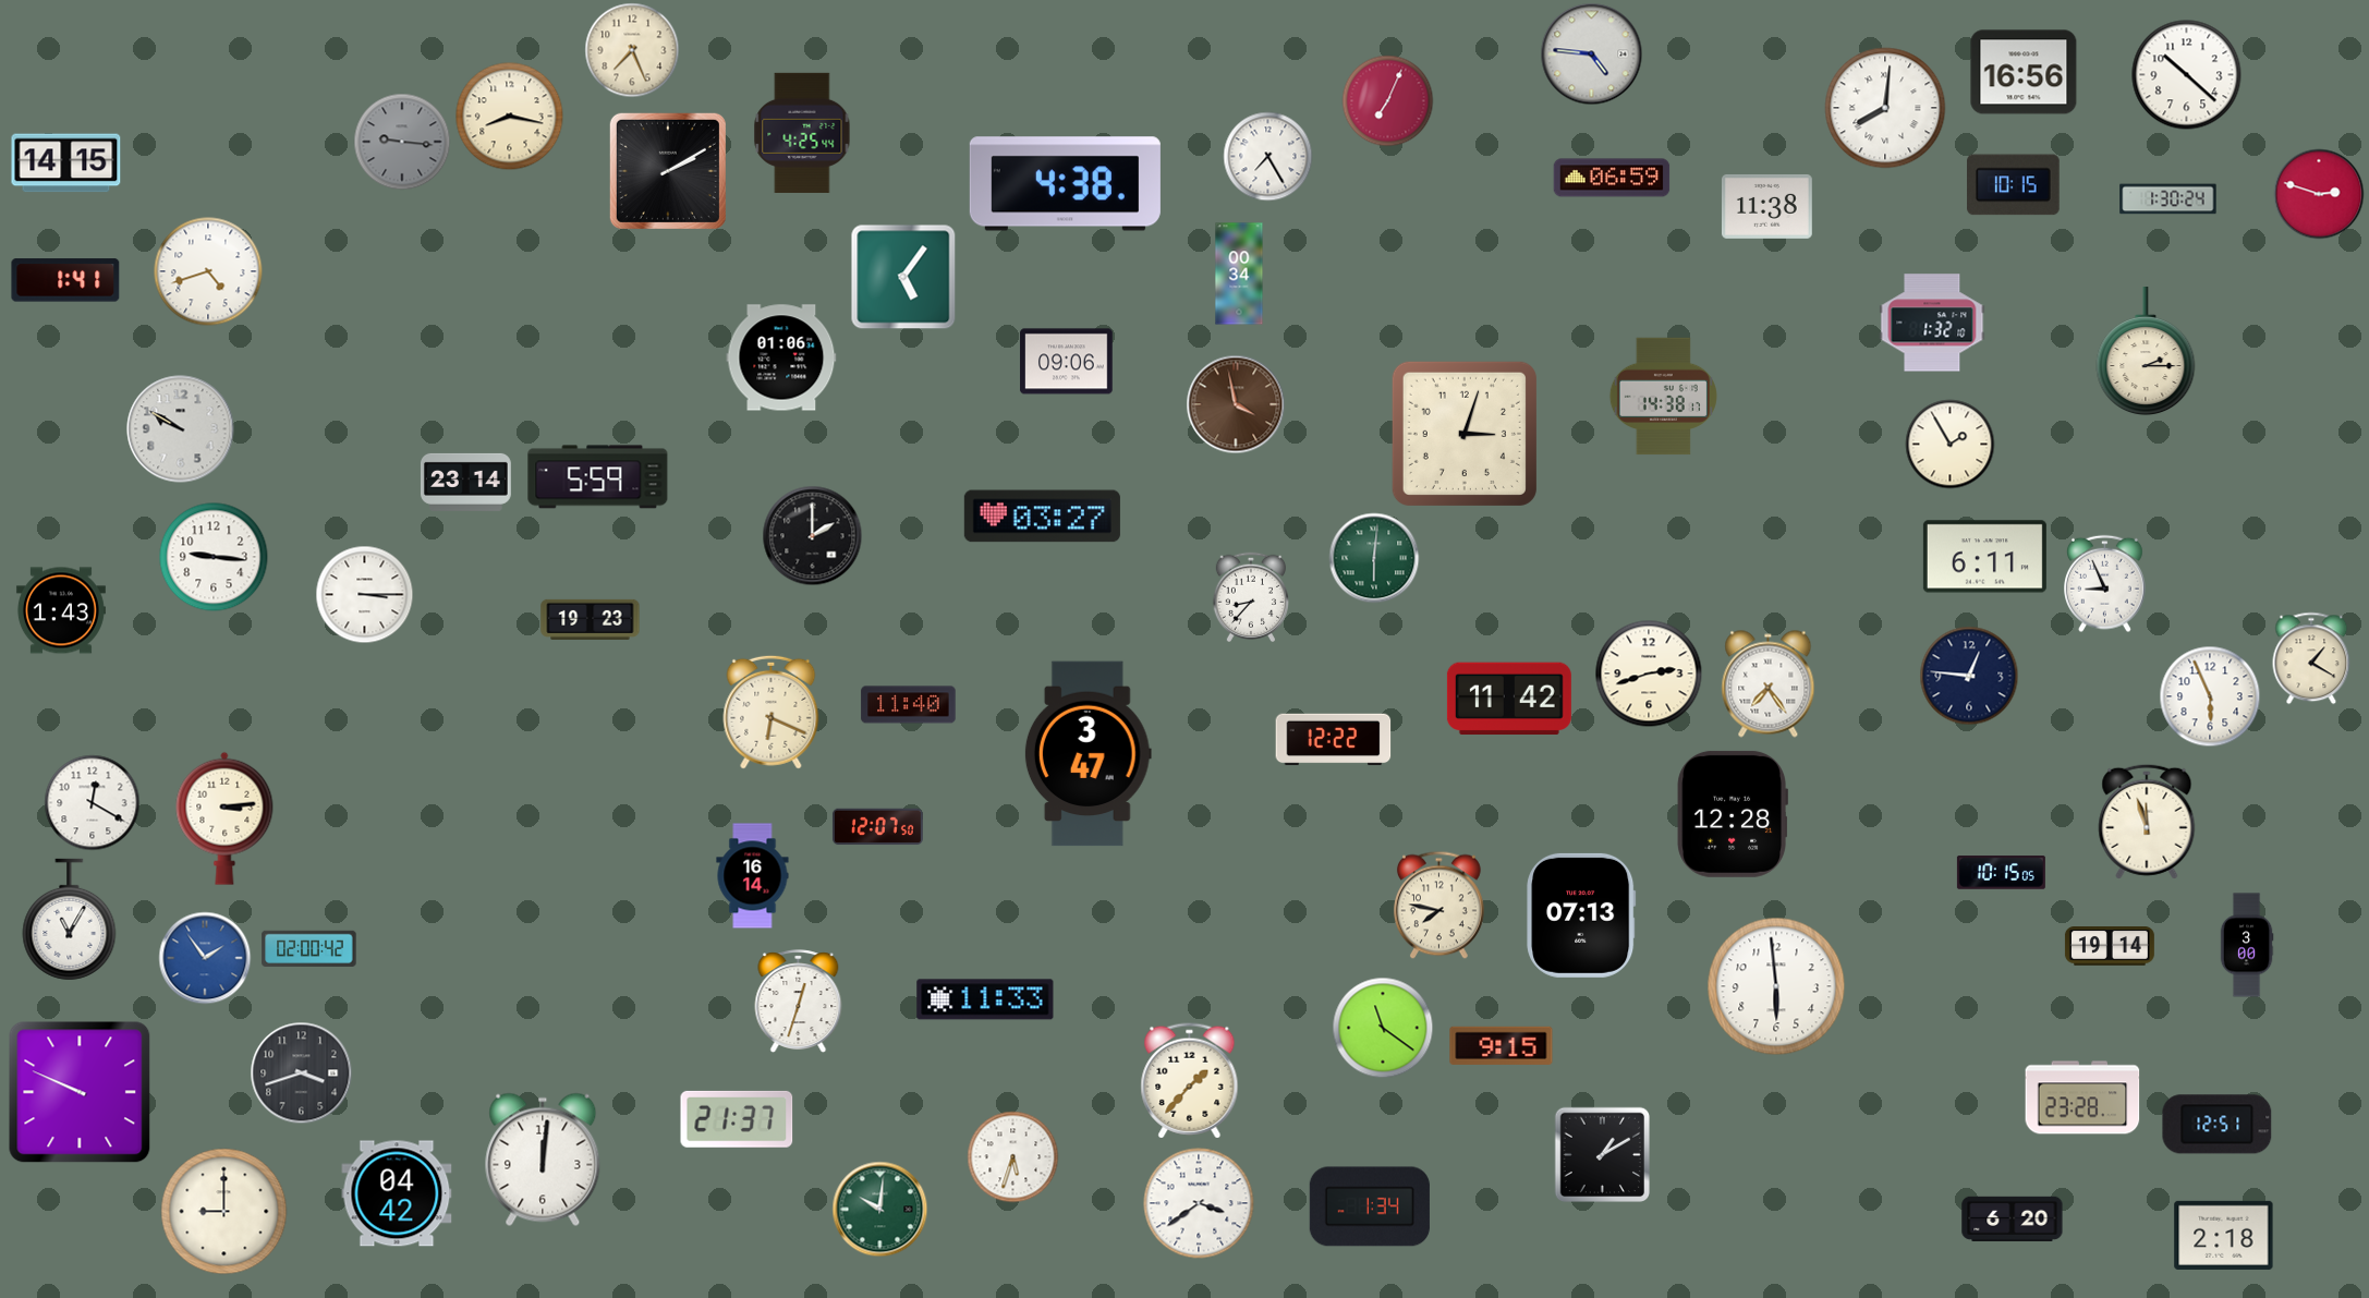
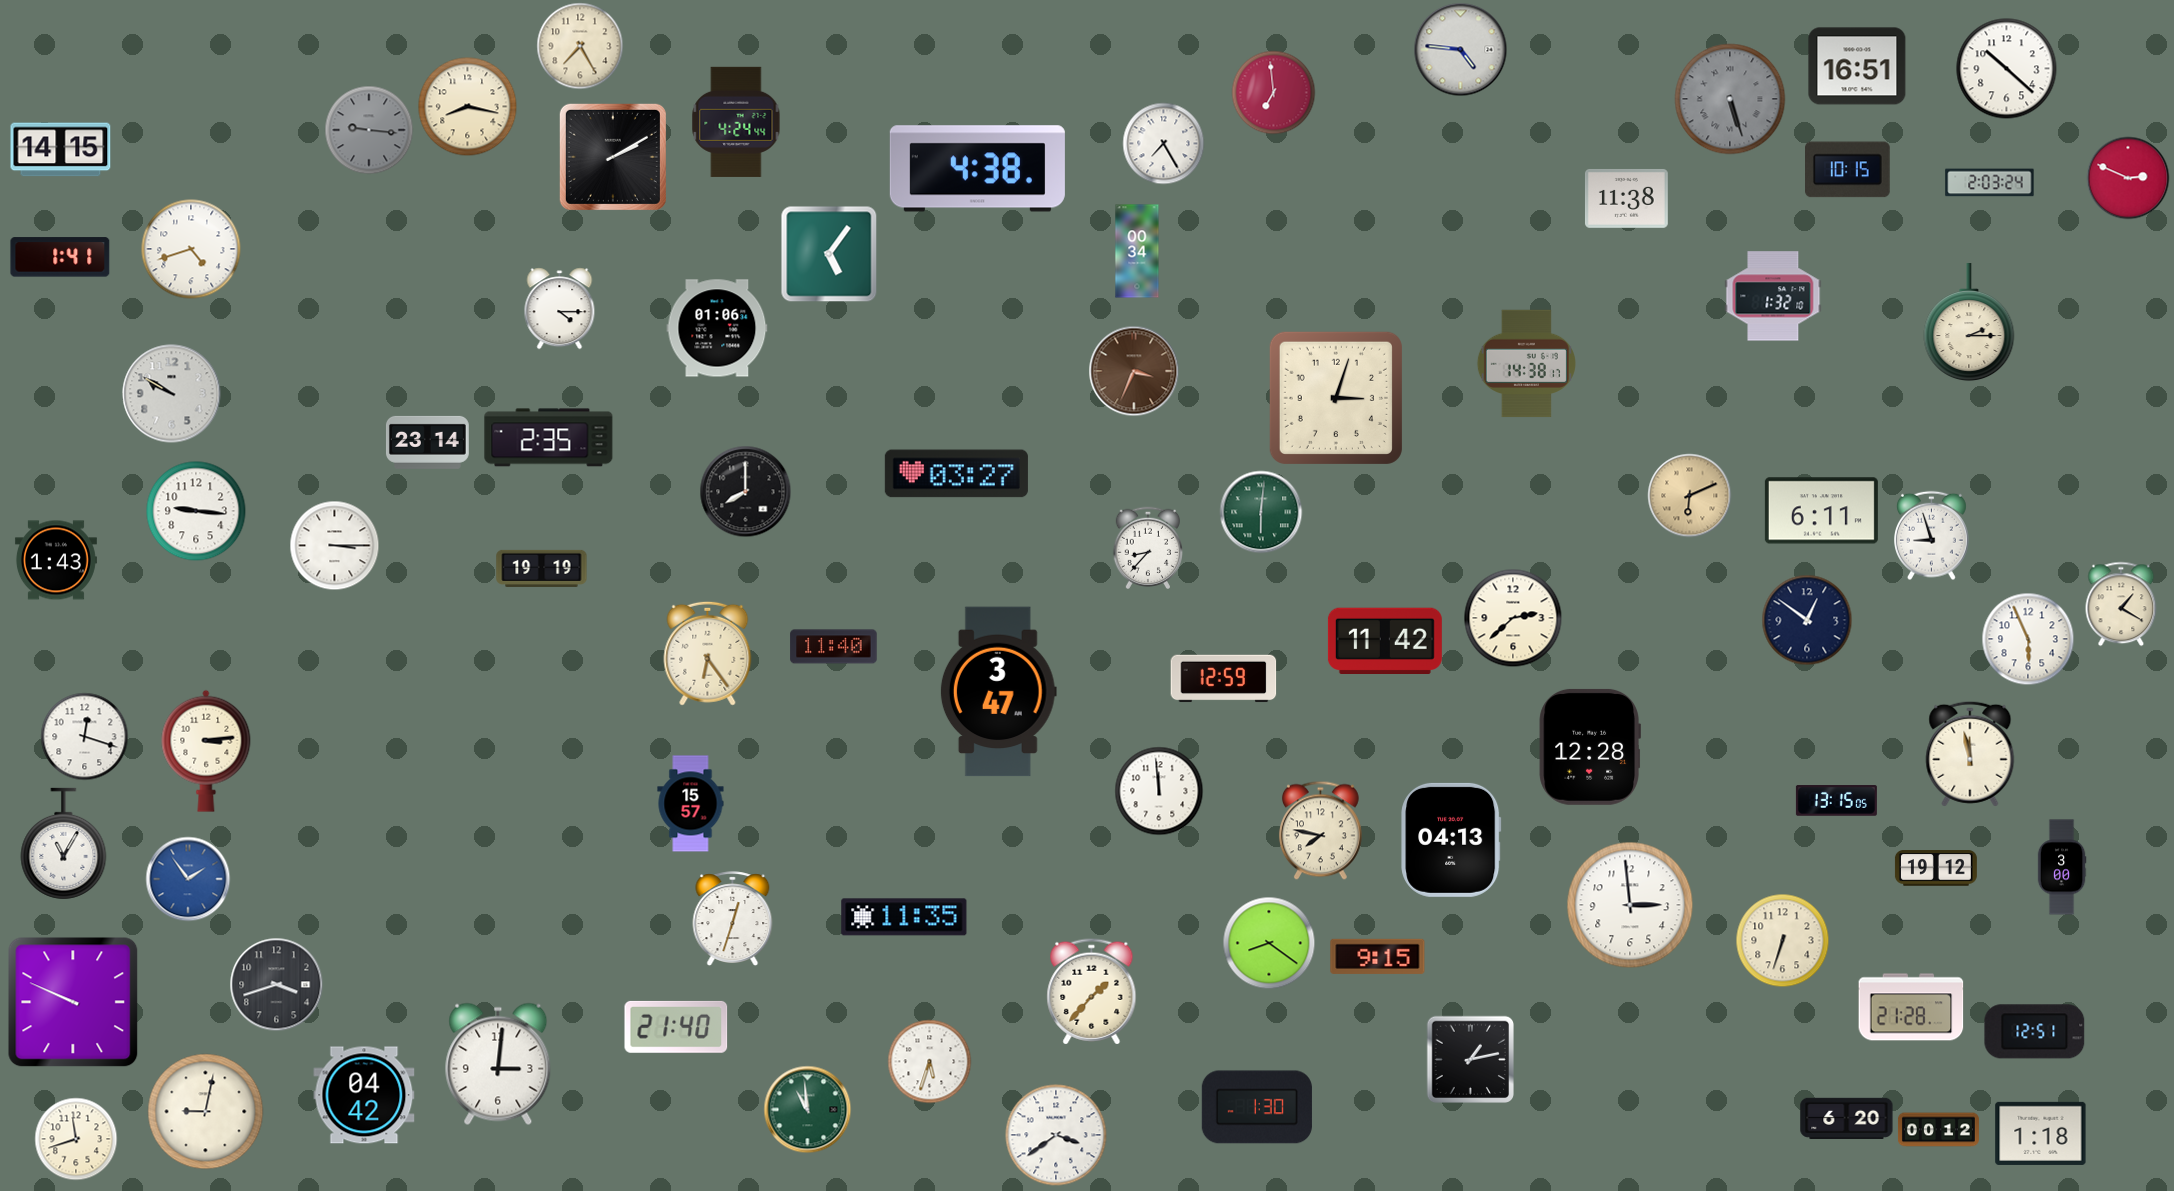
clock at (632, 50): 7:26 -> 7:25
clock at (2024, 72): 16:56 -> 16:51
clock at (1388, 101): 7:04 -> 6:59
clock at (1885, 108): 8:01 -> 5:27
clock at (1885, 108) dial: white -> grey
clock at (802, 133): 4:25 -> 4:24
clock at (1612, 178): 06:59 -> none
clock at (2319, 194): 2:48 -> 2:49
clock at (2168, 199): 1:30 -> 2:03
clock at (1766, 206) position: (1766, 206) -> (1626, 198)
clock at (560, 309): none -> 4:15
clock at (1067, 362): 09:06 -> none
clock at (1236, 404): 3:58 -> 3:34
clock at (181, 429) position: (181, 429) -> (172, 394)
clock at (1465, 434) position: (1465, 434) -> (1336, 398)
clock at (1951, 445): 1:55 -> none
clock at (598, 477): 5:59 -> 2:35
clock at (813, 536): 2:00 -> 8:00
clock at (1690, 496): none -> 6:11
clock at (2105, 584): 8:56 -> 8:57
clock at (591, 619): 19:23 -> 19:19
clock at (1649, 674): 2:42 -> 2:38
clock at (1969, 676): 12:46 -> 12:51
clock at (1769, 684): 7:24 -> none
clock at (772, 712): 6:19 -> 6:24
clock at (1334, 740): 12:22 -> 12:59
clock at (93, 803): 12:20 -> 12:18
clock at (2147, 822): 11:57 -> 11:58
clock at (877, 827): 12:07 -> none
clock at (1159, 791): none -> 11:59
clock at (2001, 873): 10:15 -> 13:15
clock at (753, 876): 16:14 -> 15:57
clock at (1581, 915): 07:13 -> 04:13
clock at (2110, 946): 19:14 -> 19:12
clock at (309, 948): 02:00 -> none
clock at (1776, 986): 5:59 -> 2:59
clock at (985, 999): 11:33 -> 11:35
clock at (1783, 941): none -> 6:33
clock at (1383, 1028): 11:21 -> 8:21
clock at (1502, 1045) position: (1502, 1045) -> (1378, 956)
clock at (2082, 1097): 23:28 -> 21:28
clock at (737, 1119): 21:37 -> 21:40
clock at (1602, 1154): 1:10 -> 1:13
clock at (543, 1160): 12:01 -> 3:01
clock at (1199, 1203) position: (1199, 1203) -> (1056, 1135)
clock at (1370, 1206): 1:34 -> 1:30
clock at (880, 1210): 10:01 -> 10:59
clock at (224, 1212): 9:00 -> 9:02
clock at (1938, 1130): none -> 00:12
clock at (2224, 1235): 2:18 -> 1:18
clock at (76, 1139): none -> 11:42
